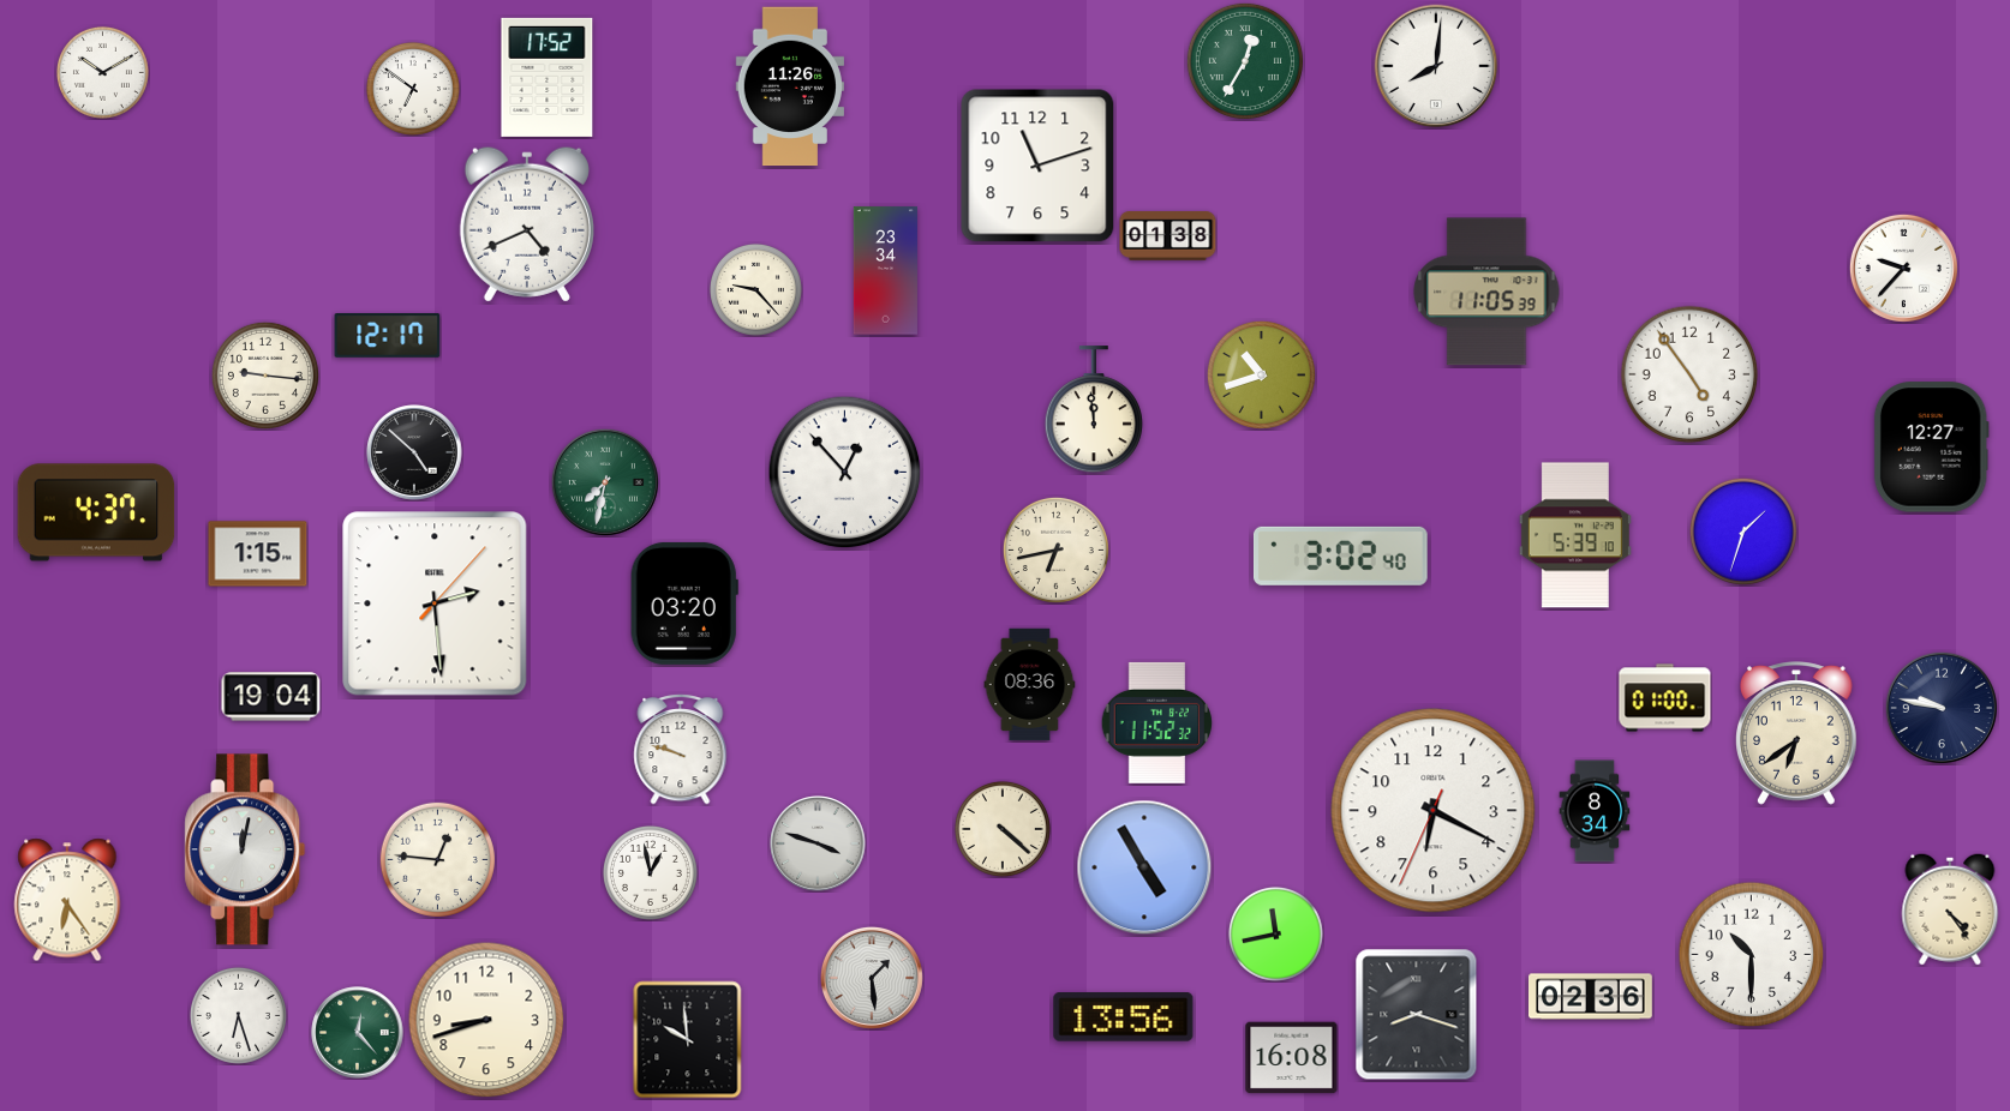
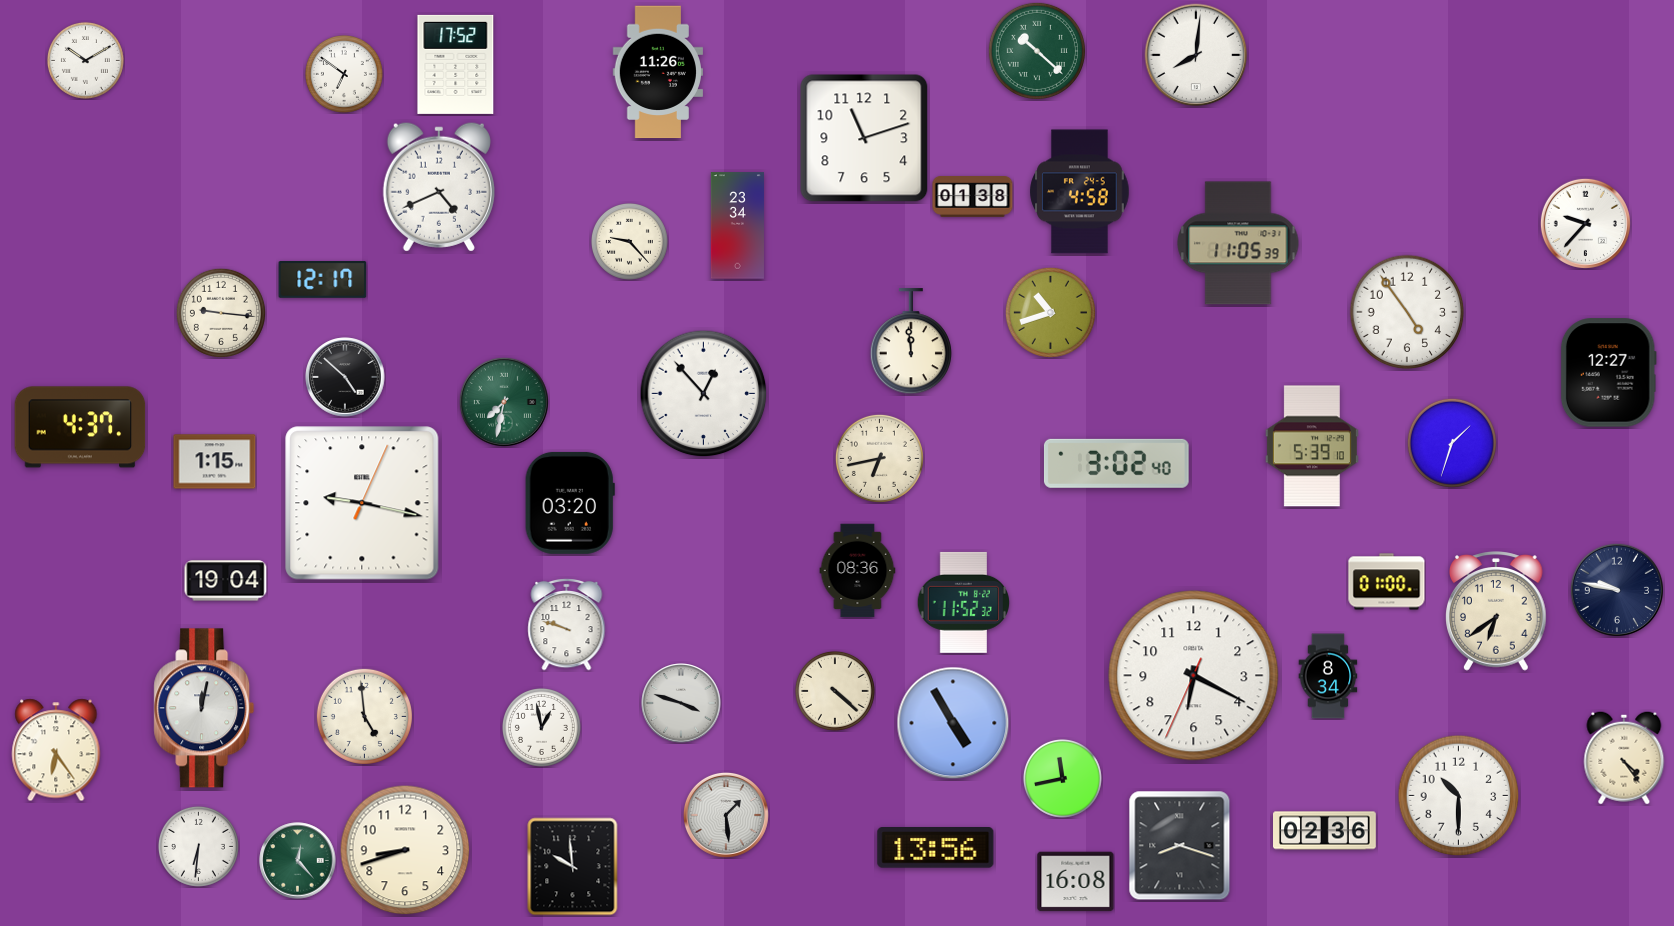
clock at (1245, 61): 12:35 -> 10:22
clock at (1080, 192): none -> 4:58
clock at (435, 603): 2:29 -> 9:17
clock at (437, 859): 12:46 -> 4:59
clock at (238, 1015): 6:27 -> 6:31
